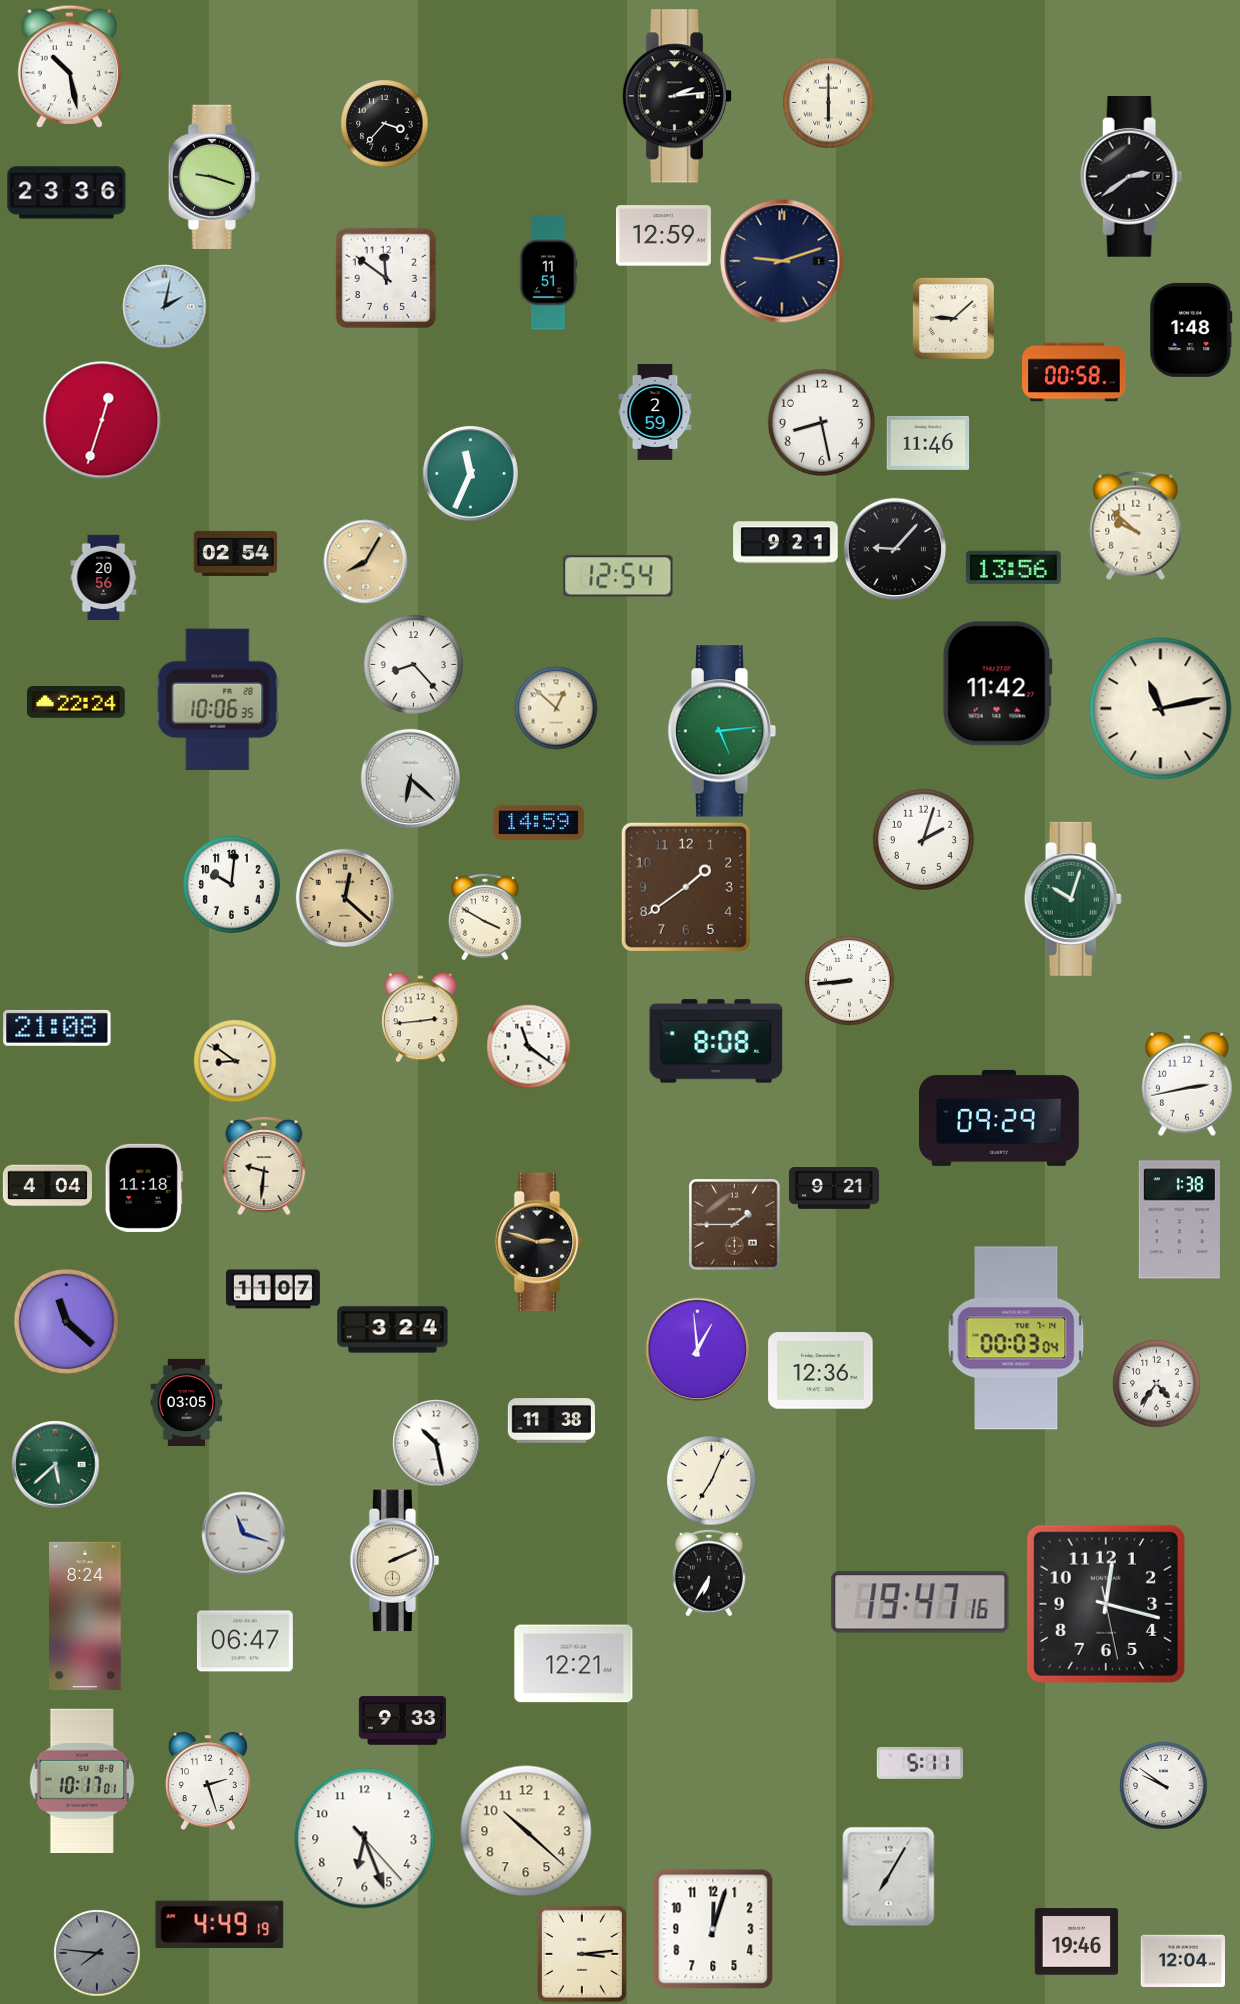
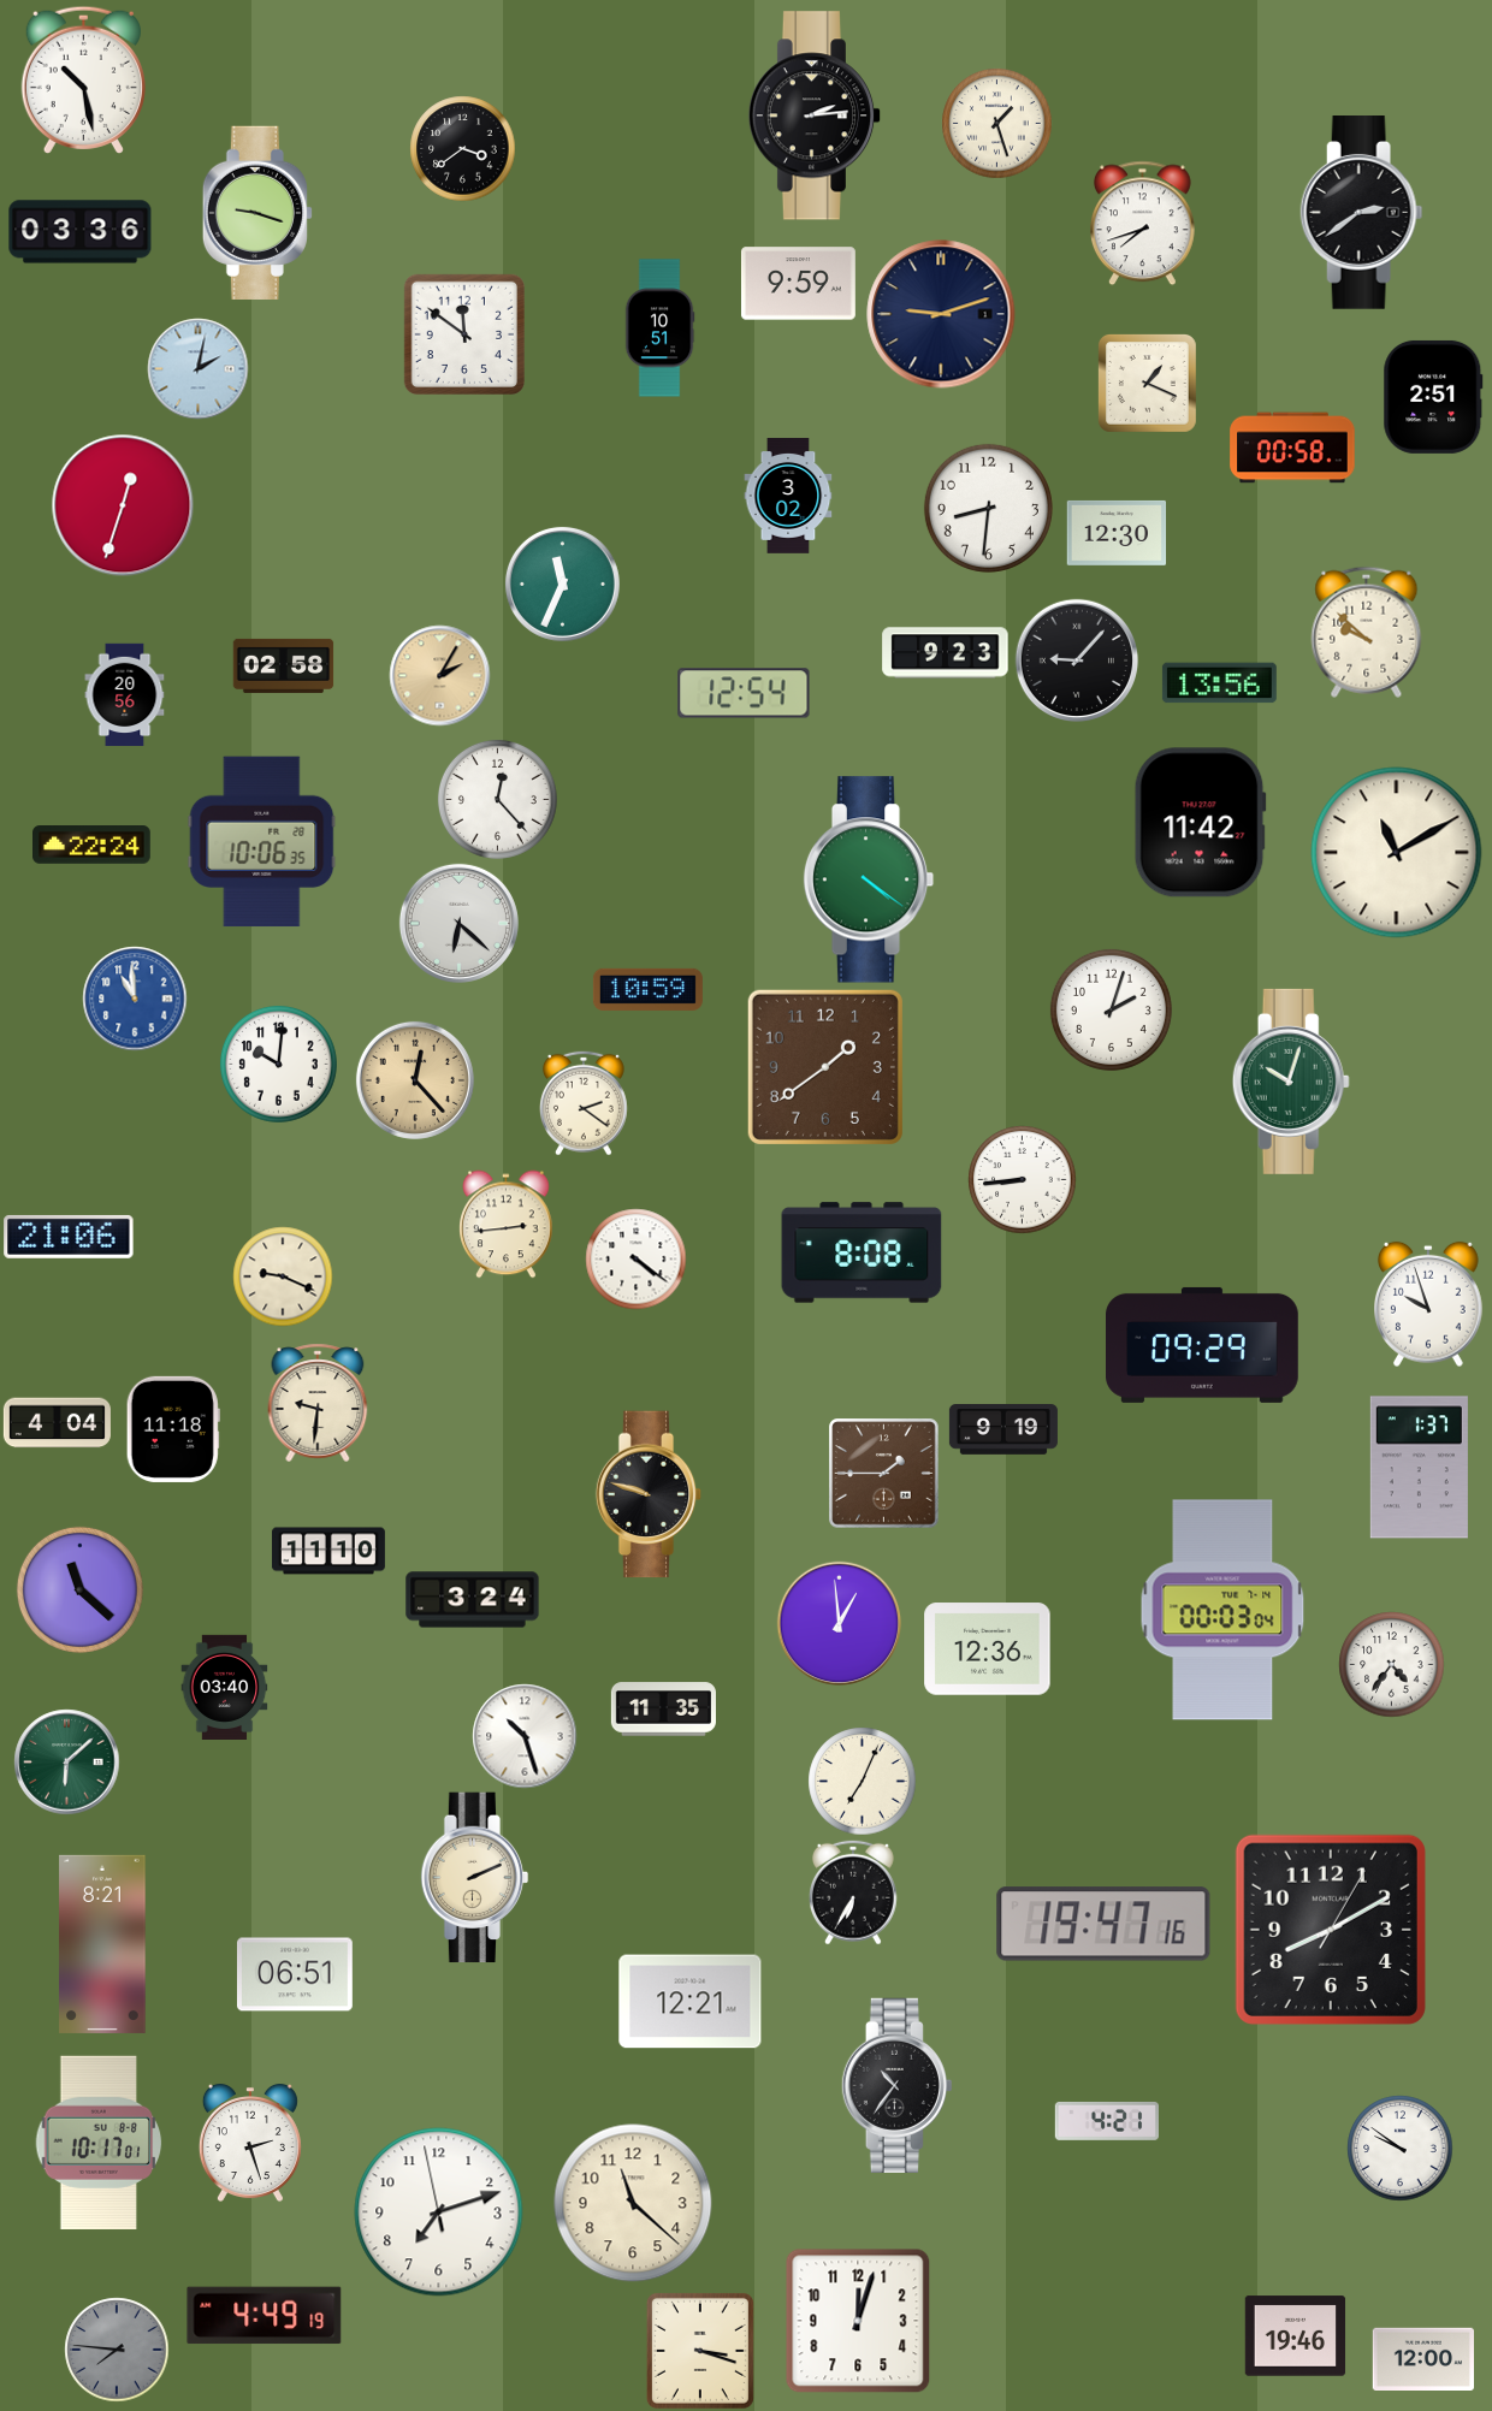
clock at (828, 102): 6:00 -> 1:27
clock at (384, 123): 3:37 -> 3:39
clock at (1142, 223): none -> 7:42
clock at (67, 193): 23:36 -> 03:36
clock at (663, 236): 12:59 -> 9:59
clock at (548, 273): 11:51 -> 10:51
clock at (954, 319): 9:08 -> 1:19
clock at (1191, 330): 1:48 -> 2:51
clock at (655, 413): 2:59 -> 3:02
clock at (821, 422): 8:28 -> 8:31
clock at (928, 443): 11:46 -> 12:30
clock at (470, 473) position: (470, 473) -> (562, 584)
clock at (786, 543): 9:21 -> 9:23
clock at (235, 553): 02:54 -> 02:58
clock at (365, 561): 8:05 -> 2:05
clock at (413, 664): 8:23 -> 12:23
clock at (556, 708): 12:52 -> none
clock at (1161, 709): 11:13 -> 11:10
clock at (722, 731): 5:14 -> 4:21
clock at (410, 778) position: (410, 778) -> (458, 923)
clock at (538, 822): 14:59 -> 10:59
clock at (135, 999): none -> 10:59
clock at (345, 898): 12:22 -> 12:23
clock at (485, 917): 3:50 -> 2:21
clock at (57, 1028): 21:08 -> 21:06
clock at (528, 1046): 11:21 -> 4:21
clock at (235, 1061): 8:51 -> 9:19
clock at (1188, 1084): 2:43 -> 9:57
clock at (47, 1186) position: (47, 1186) -> (57, 1423)
clock at (834, 1189): 9:21 -> 9:19
clock at (1179, 1220): 1:38 -> 1:37
clock at (539, 1242): 2:48 -> 9:48
clock at (273, 1289): 11:07 -> 11:10
clock at (187, 1402): 03:05 -> 03:40
clock at (551, 1421): 11:38 -> 11:35
clock at (436, 1443): 10:28 -> 10:27
clock at (55, 1464): 5:38 -> 6:08
clock at (711, 1480) position: (711, 1480) -> (862, 1781)
clock at (243, 1533): 11:18 -> none
clock at (920, 1602) position: (920, 1602) -> (1103, 1924)
clock at (1106, 1604): 12:17 -> 8:10
clock at (85, 1616): 8:24 -> 8:21
clock at (245, 1641): 06:47 -> 06:51
clock at (402, 1721): 9:33 -> none
clock at (896, 2085): none -> 10:36
clock at (919, 1763): 5:11 -> 4:21
clock at (526, 1831): 10:22 -> 11:22
clock at (365, 1839): 6:26 -> 7:11
clock at (889, 1876): 7:05 -> none
clock at (582, 1954): 3:14 -> 3:18
clock at (1182, 1961): 12:04 -> 12:00
